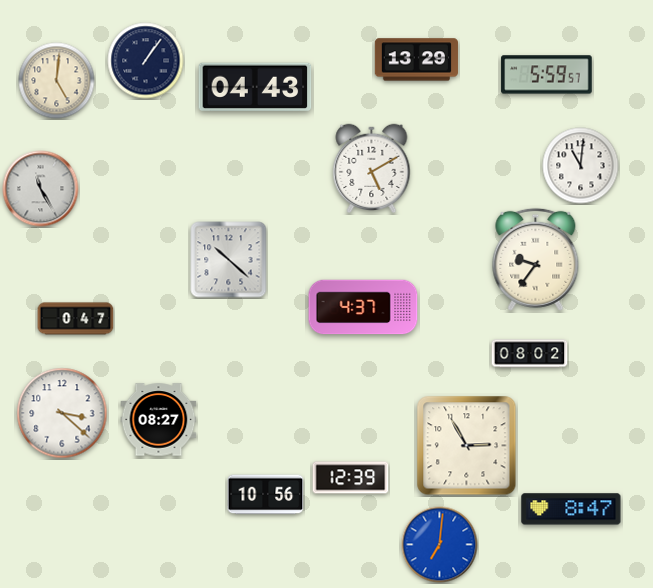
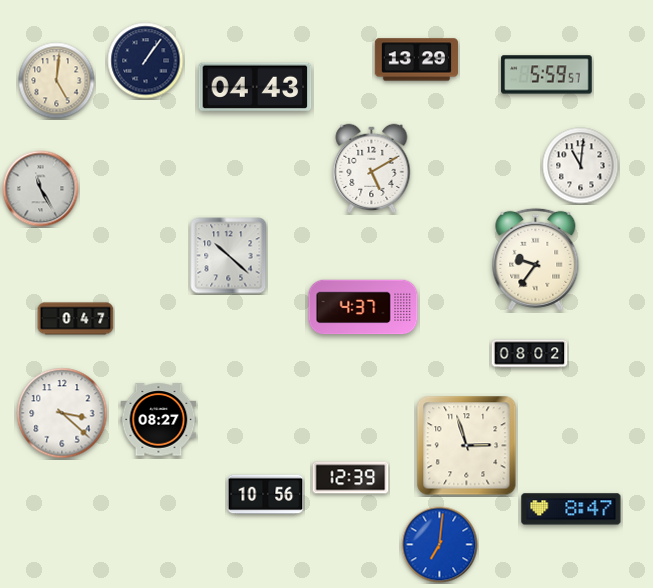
clock at (229, 260) position: (229, 260) -> (229, 256)
clock at (467, 446): 2:55 -> 2:57
